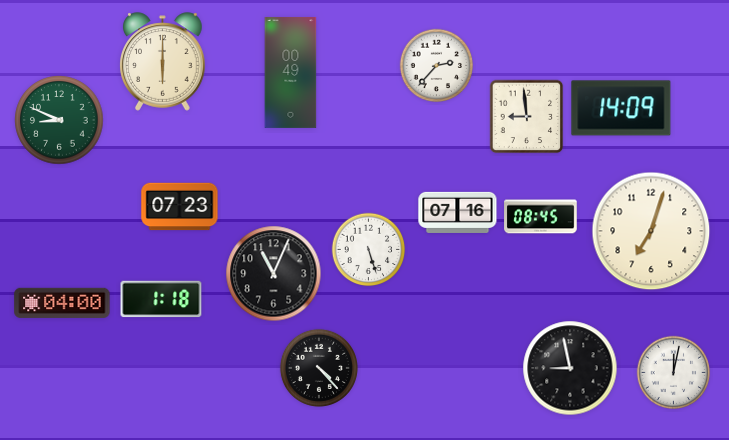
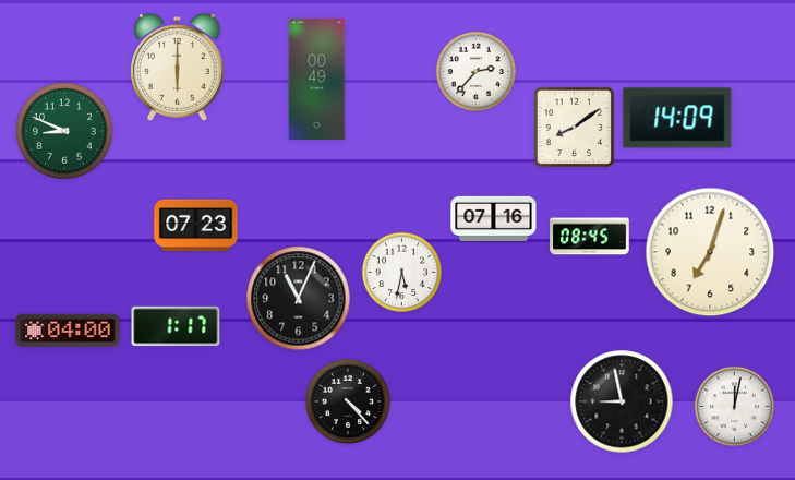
clock at (527, 117): 8:59 -> 8:09
clock at (458, 212) position: (458, 212) -> (494, 218)
clock at (369, 250): 5:27 -> 5:32
clock at (161, 299): 1:18 -> 1:17
